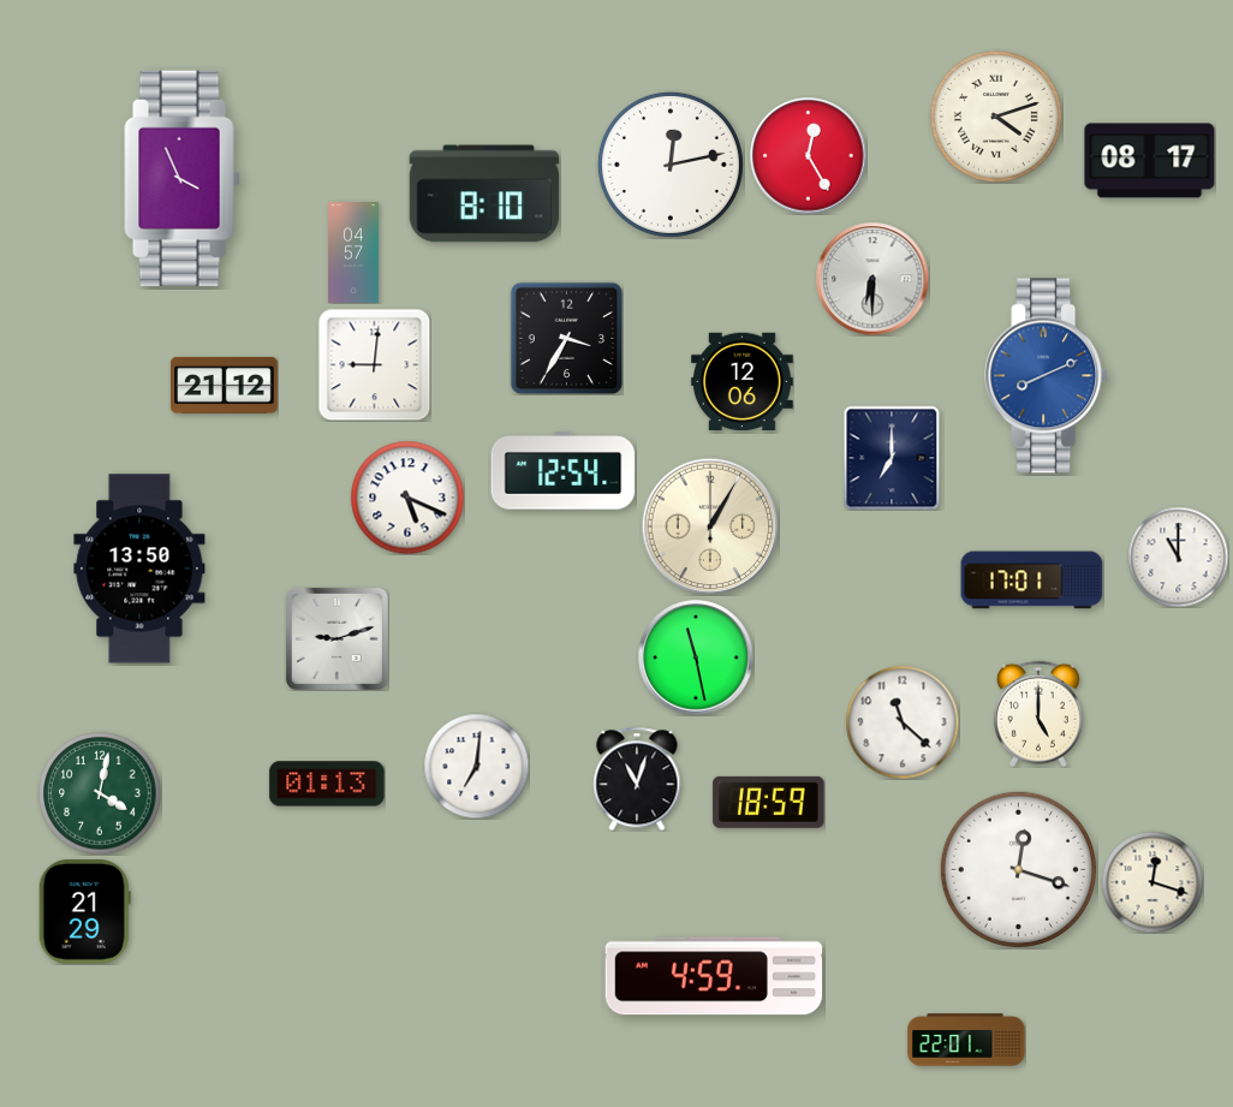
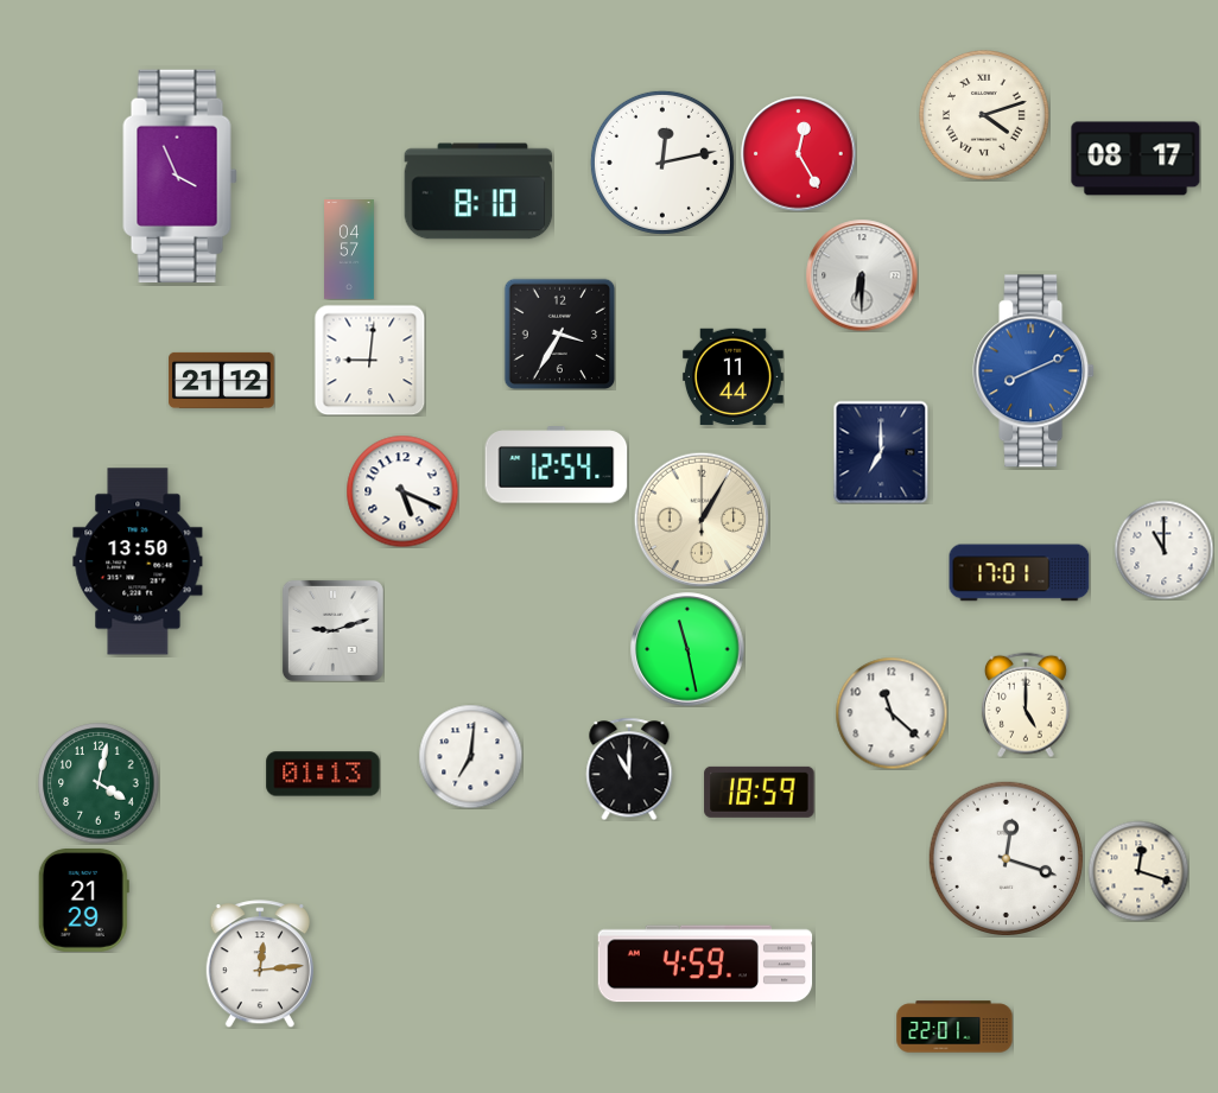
clock at (741, 382): 12:06 -> 11:44
clock at (637, 779): 11:03 -> 11:00
clock at (260, 964): none -> 12:14
